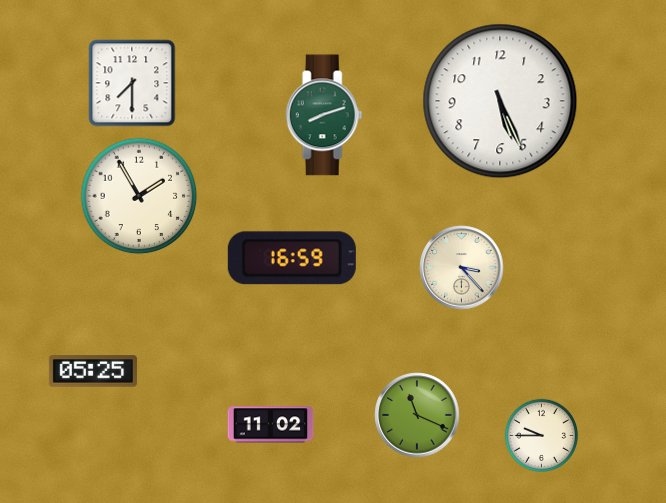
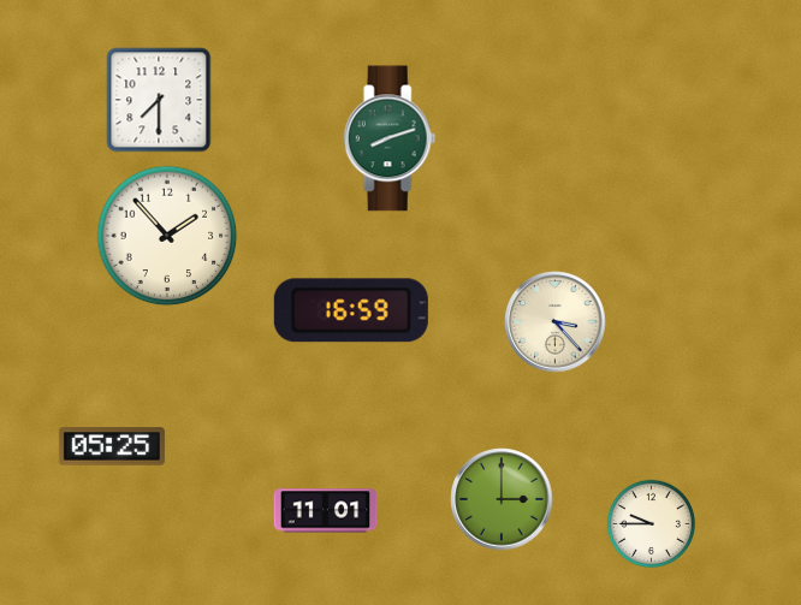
clock at (500, 101): 5:26 -> none
clock at (139, 196): 1:55 -> 1:53
clock at (417, 415): 11:19 -> 3:00
clock at (271, 425): 11:02 -> 11:01
